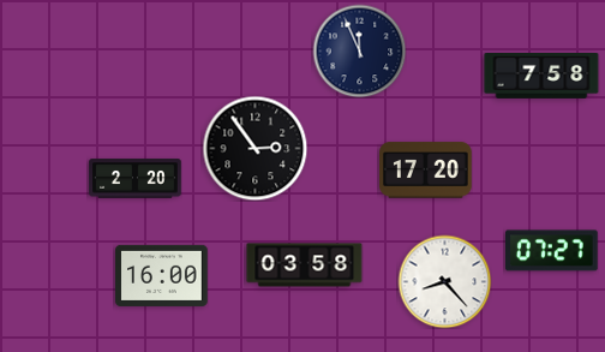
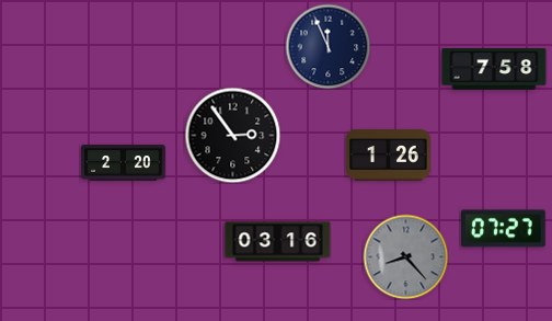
clock at (426, 171): 17:20 -> 1:26
clock at (305, 266): 03:58 -> 03:16
clock at (162, 275): 16:00 -> none
clock at (444, 281) dial: white -> grey
